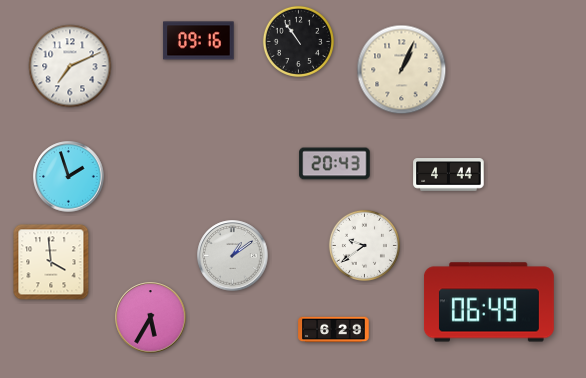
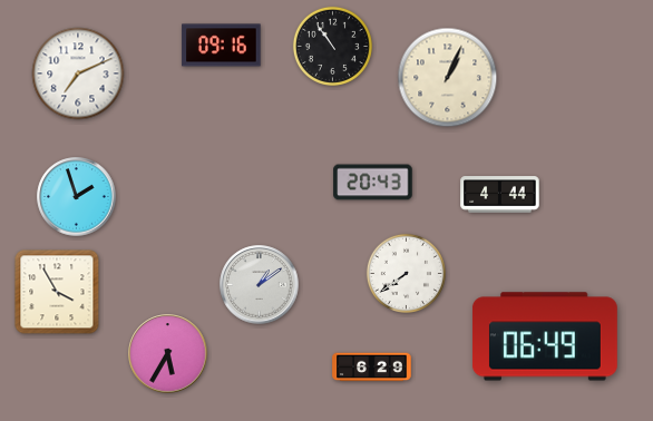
clock at (364, 245): 9:39 -> 7:39
clock at (51, 262): 3:59 -> 3:55
